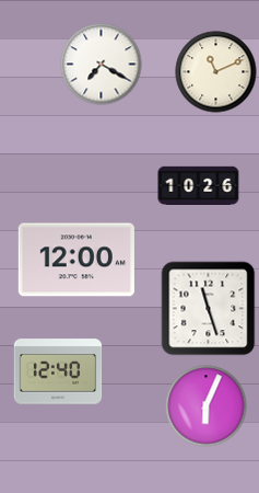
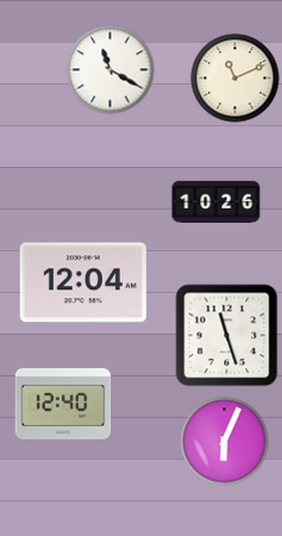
clock at (102, 65): 7:20 -> 11:20
clock at (76, 260): 12:00 -> 12:04
